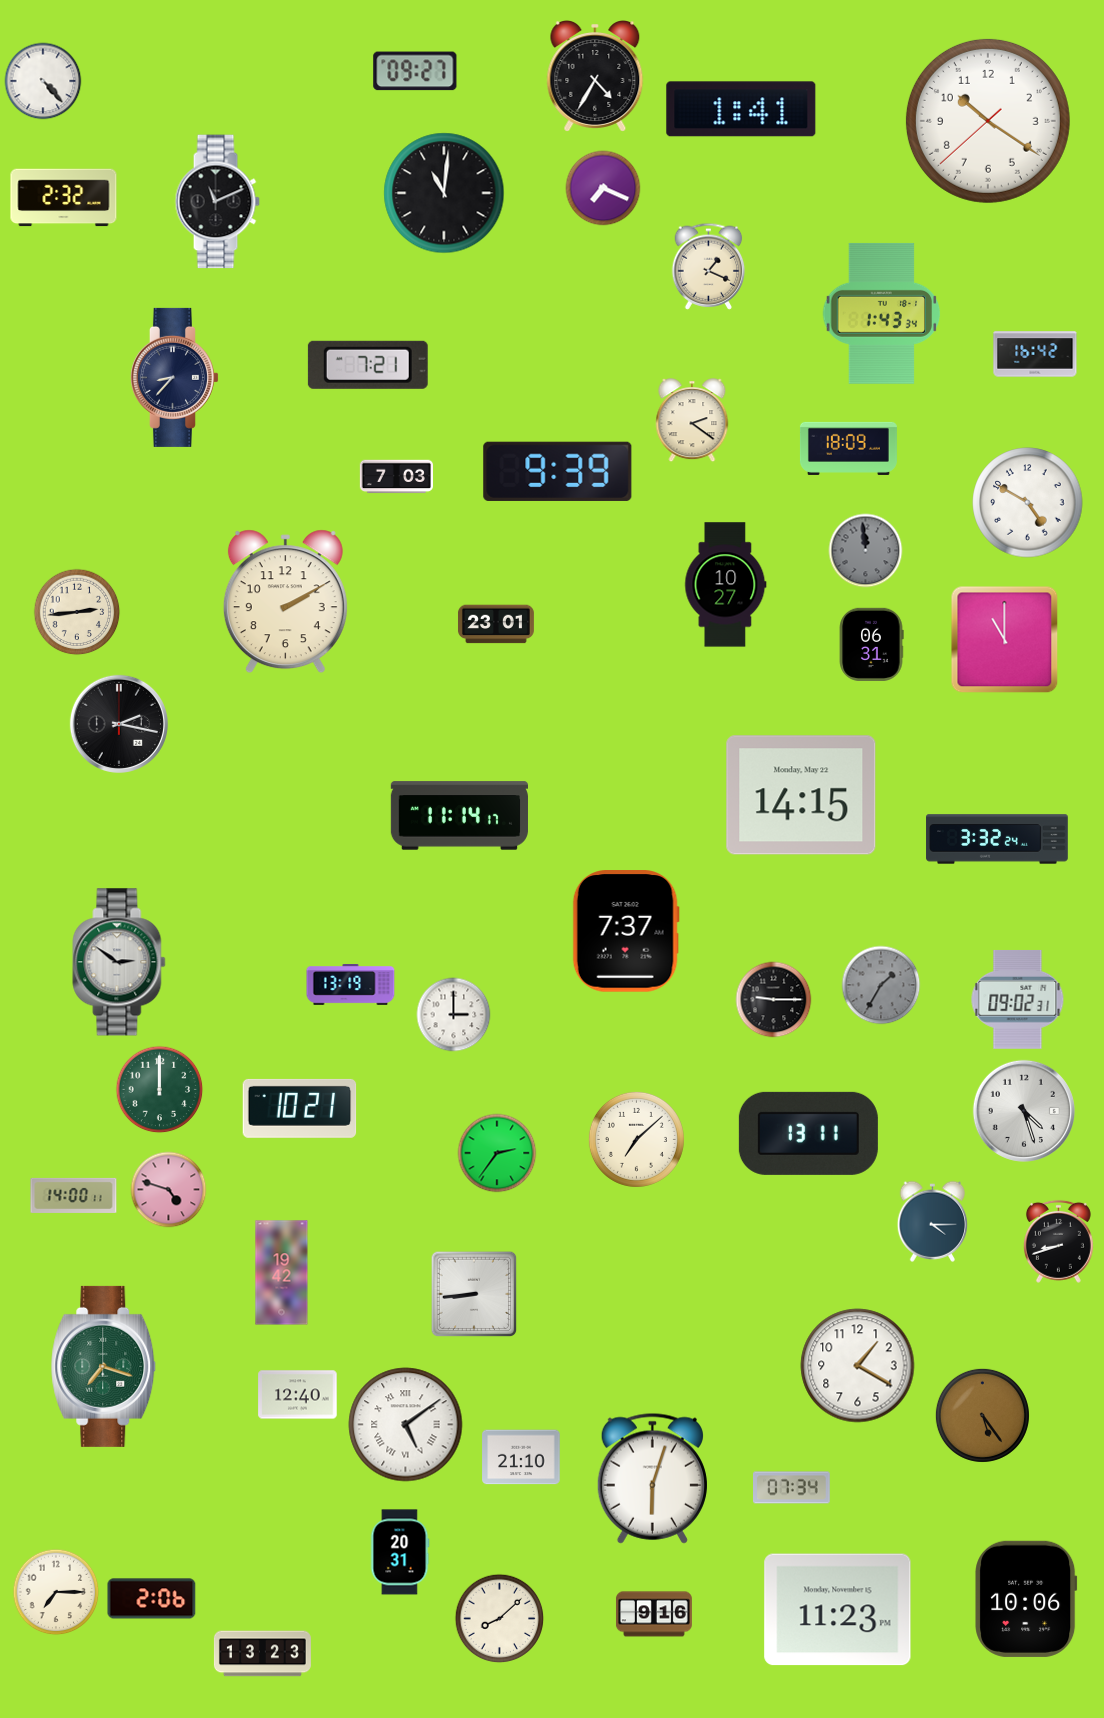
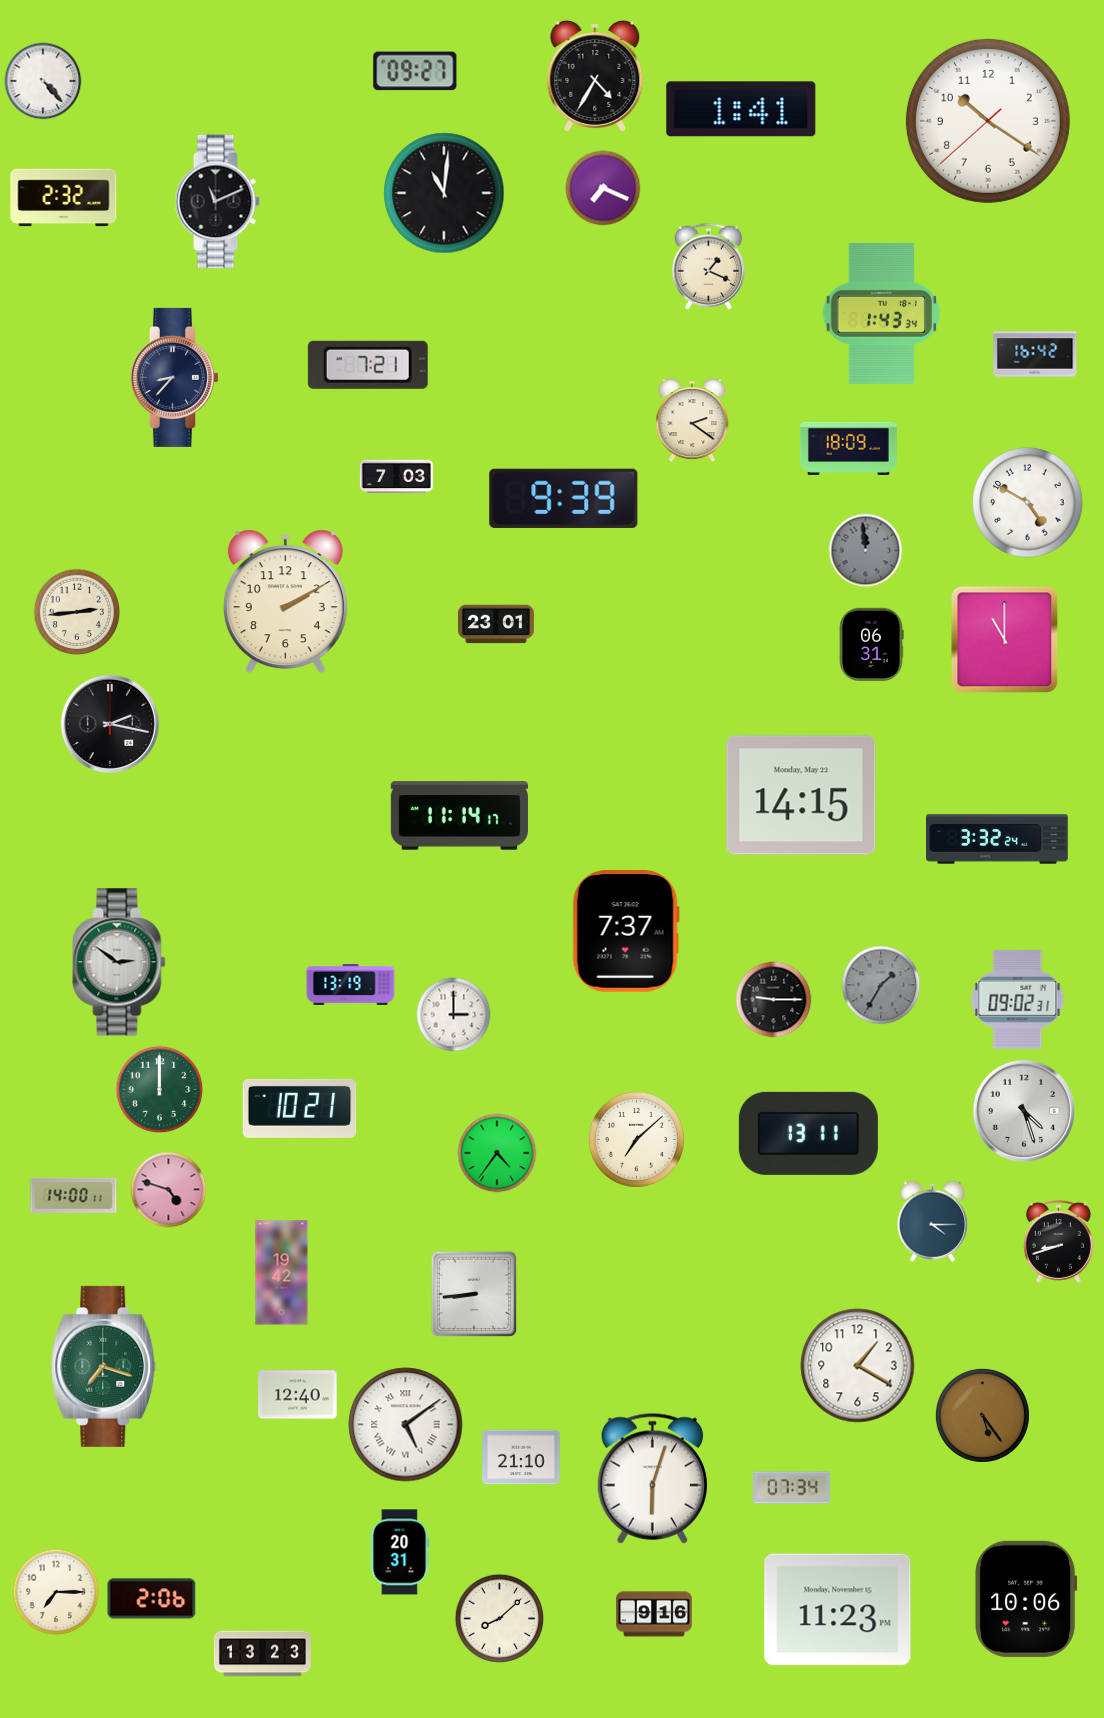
clock at (558, 471) position: (558, 471) -> (564, 498)
clock at (726, 585): 10:27 -> none
clock at (119, 724) position: (119, 724) -> (110, 724)
clock at (497, 1153): 2:36 -> 4:36
